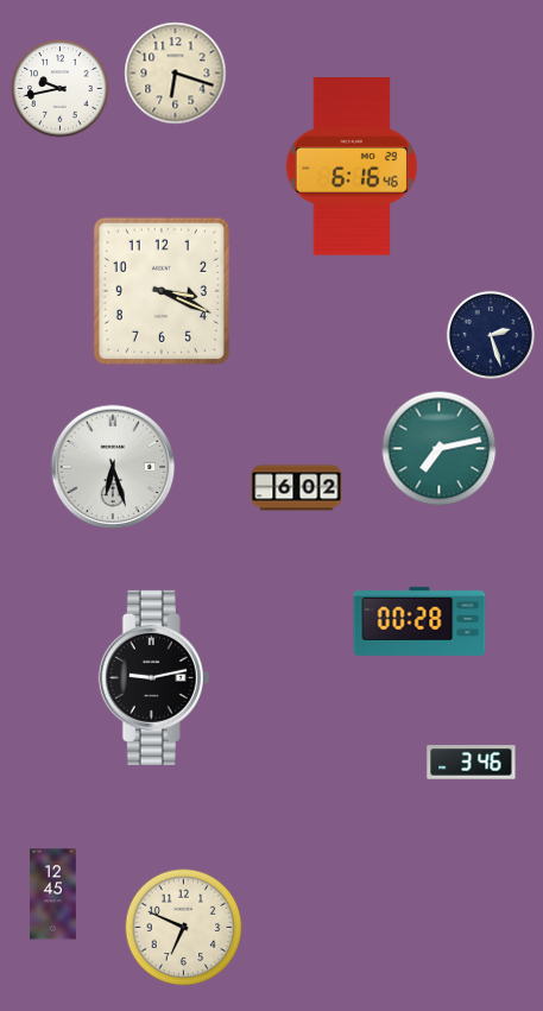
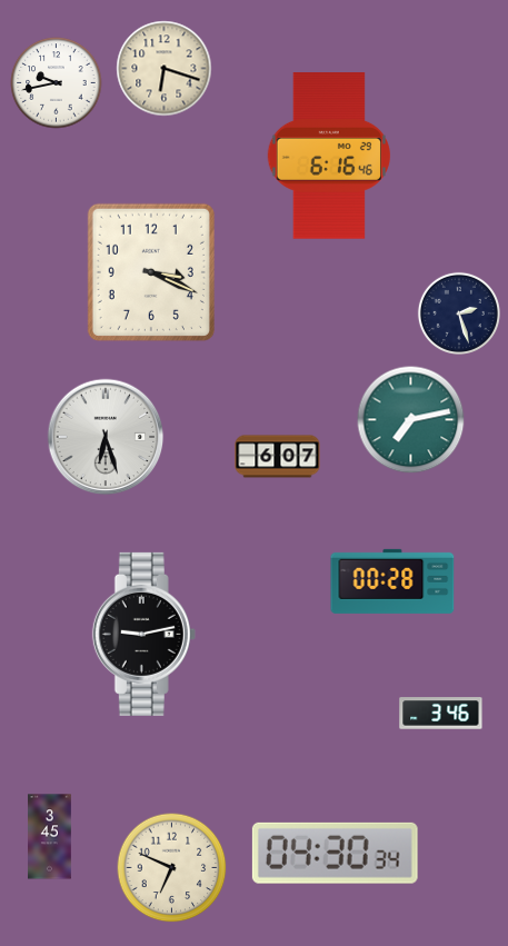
clock at (297, 488): 6:02 -> 6:07
clock at (53, 895): 12:45 -> 3:45
clock at (335, 853): none -> 04:30
